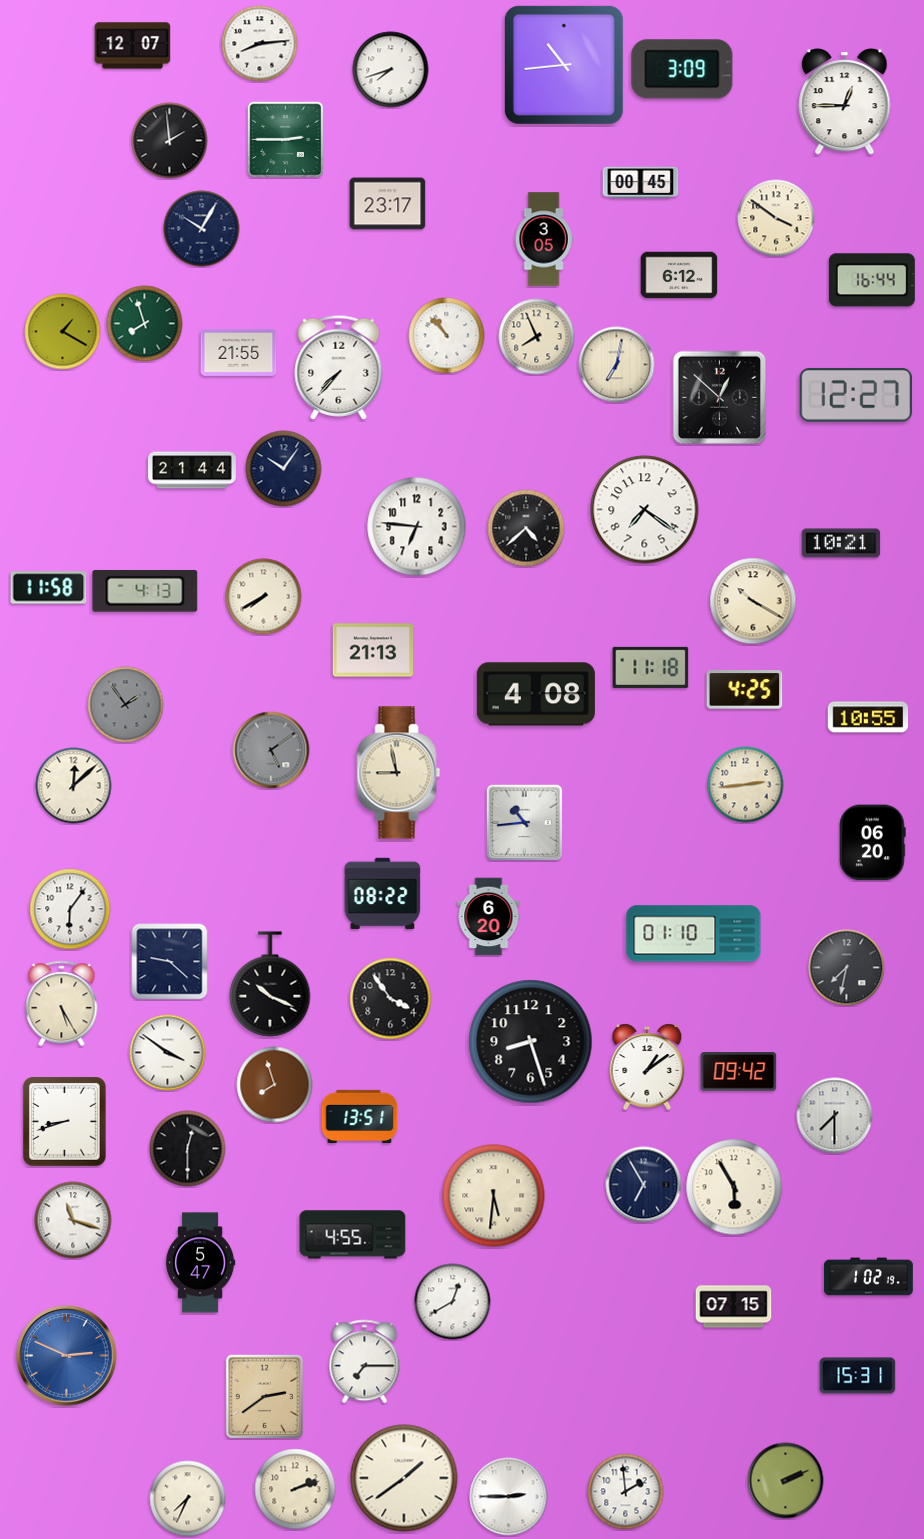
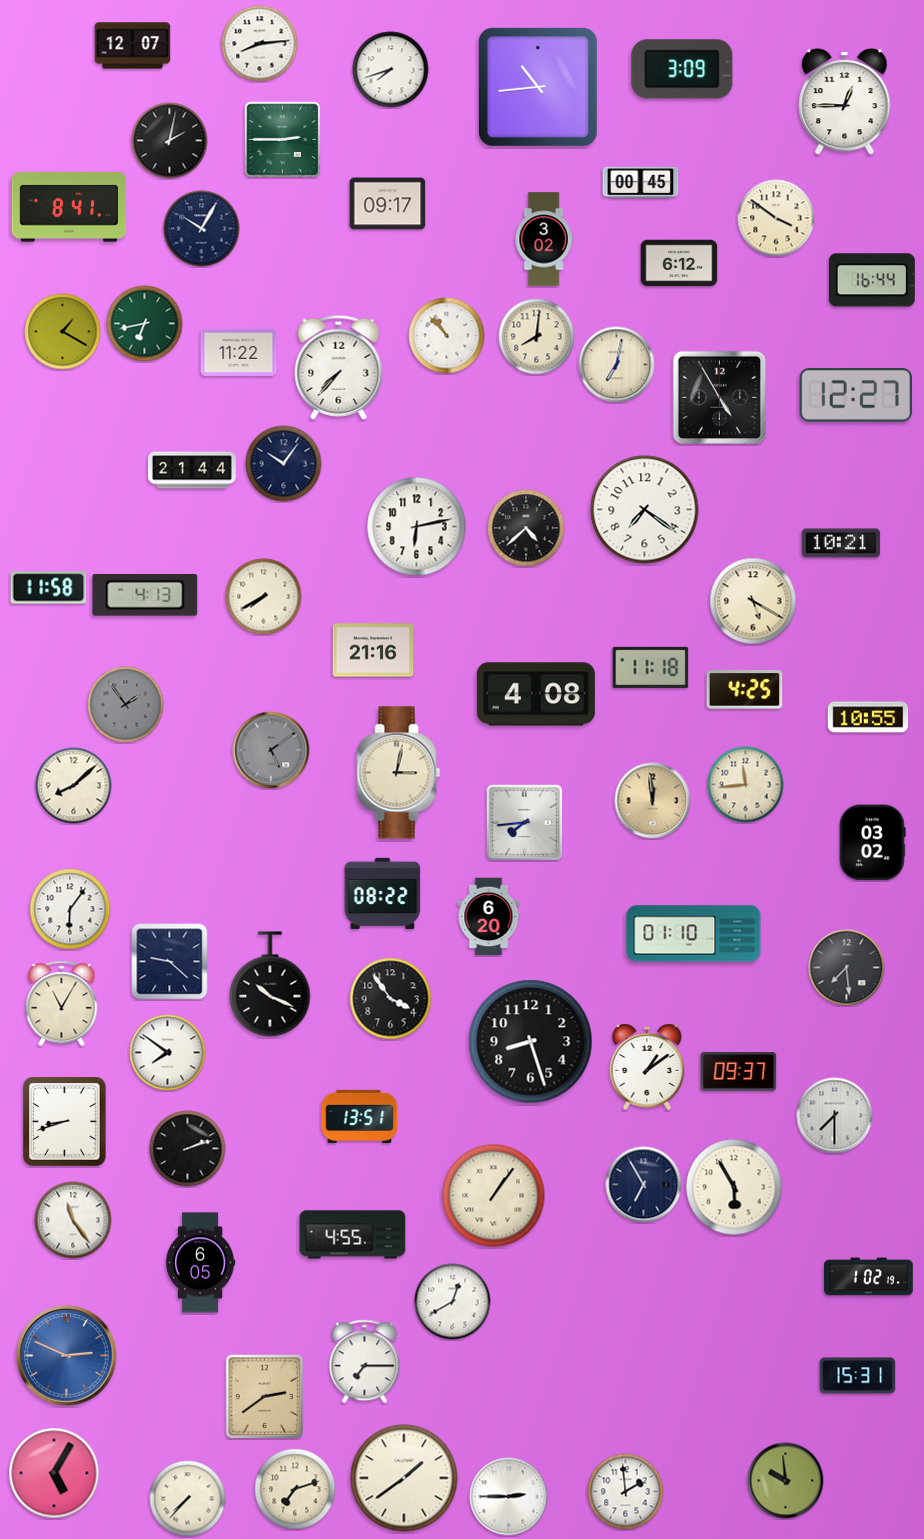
clock at (564, 65) position: (564, 65) -> (538, 87)
clock at (285, 139) position: (285, 139) -> (282, 139)
clock at (170, 141): 1:59 -> 2:02
clock at (388, 204): 23:17 -> 09:17
clock at (69, 207): none -> 8:41
clock at (544, 239): 3:05 -> 3:02
clock at (679, 275) position: (679, 275) -> (679, 263)
clock at (145, 324): 7:57 -> 6:43
clock at (537, 337): 7:56 -> 8:01
clock at (239, 352): 21:55 -> 11:22
clock at (719, 397): 12:52 -> 4:55
clock at (284, 469) position: (284, 469) -> (284, 464)
clock at (417, 527): 6:46 -> 6:13
clock at (145, 591) position: (145, 591) -> (145, 595)
clock at (753, 601): 10:20 -> 5:20
clock at (373, 650): 21:13 -> 21:16
clock at (399, 773): 8:58 -> 3:02
clock at (746, 785): 2:44 -> 11:44
clock at (74, 786): 12:08 -> 8:08
clock at (653, 801): none -> 11:59
clock at (524, 822): 10:44 -> 7:44
clock at (873, 843): 06:20 -> 03:02
clock at (847, 968): 7:32 -> 7:29
clock at (62, 1004): 5:25 -> 11:05
clock at (168, 1053): 3:51 -> 7:51
clock at (739, 1072): 09:42 -> 09:37
clock at (275, 1085): 7:57 -> none
clock at (188, 1149): 12:30 -> 2:12
clock at (494, 1196): 5:31 -> 1:06
clock at (73, 1220): 11:18 -> 11:24
clock at (200, 1263): 5:47 -> 6:05
clock at (734, 1307): 07:15 -> none
clock at (54, 1473): none -> 5:05
clock at (786, 1481): 2:11 -> 9:59
clock at (295, 1489): 2:12 -> 7:12
clock at (188, 1499): 7:34 -> 7:37
